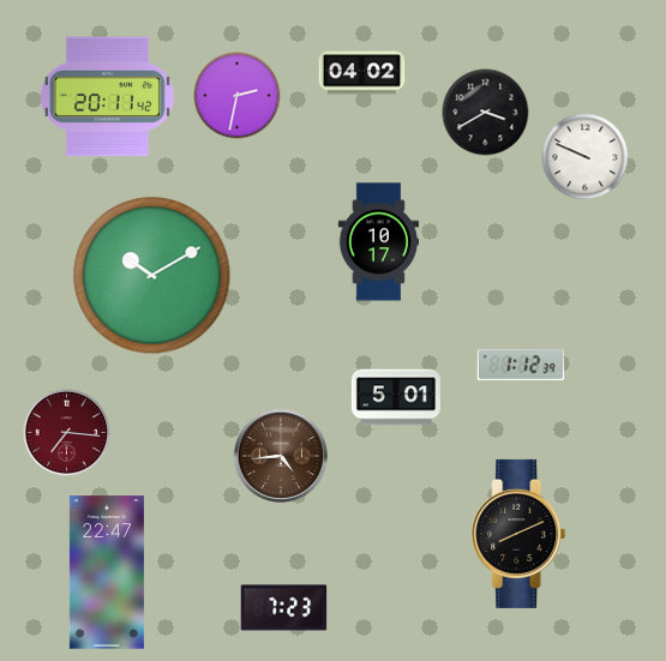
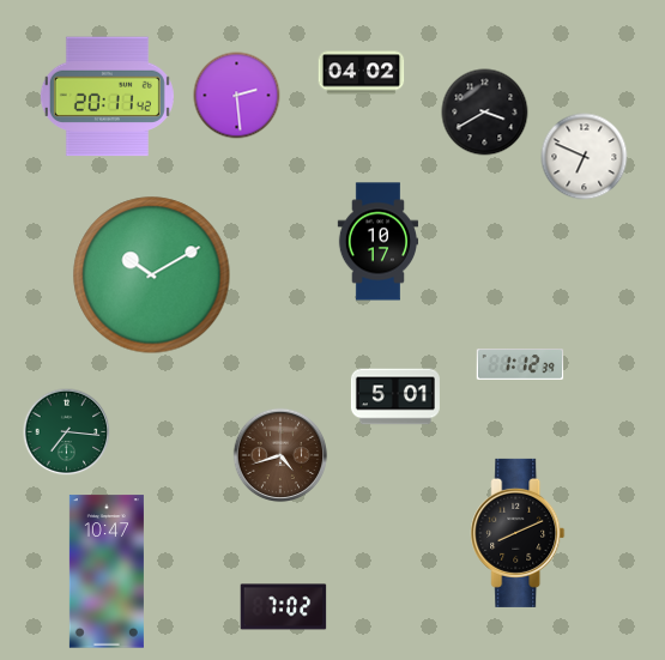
clock at (238, 96): 2:32 -> 2:29
clock at (586, 157): 9:49 -> 6:49
clock at (67, 433) dial: burgundy -> green
clock at (281, 456): 4:44 -> 4:42
clock at (107, 572): 22:47 -> 10:47
clock at (284, 608): 7:23 -> 7:02
